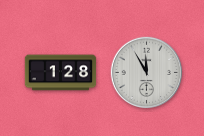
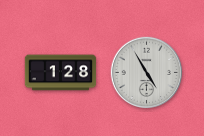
clock at (147, 73): 11:55 -> 4:55
